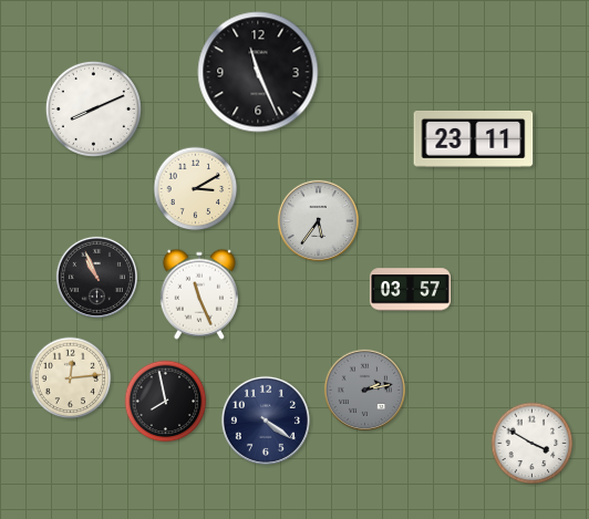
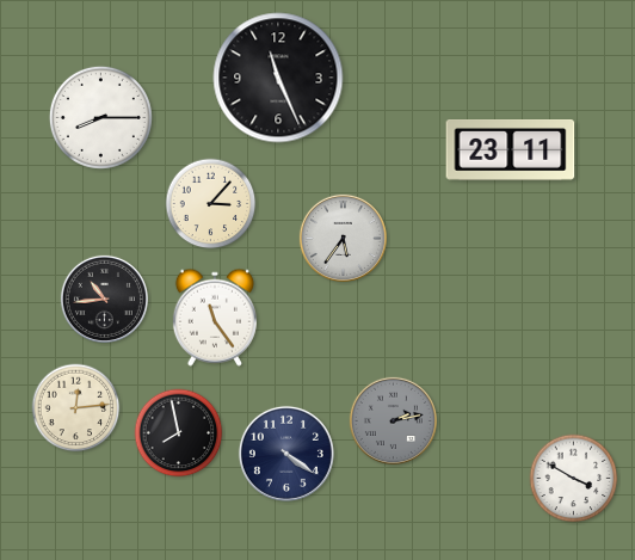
clock at (93, 108): 8:11 -> 8:15
clock at (196, 189): 3:10 -> 3:07
clock at (96, 277): 10:56 -> 10:44
clock at (410, 290): 03:57 -> none
clock at (199, 294): 11:26 -> 11:24
